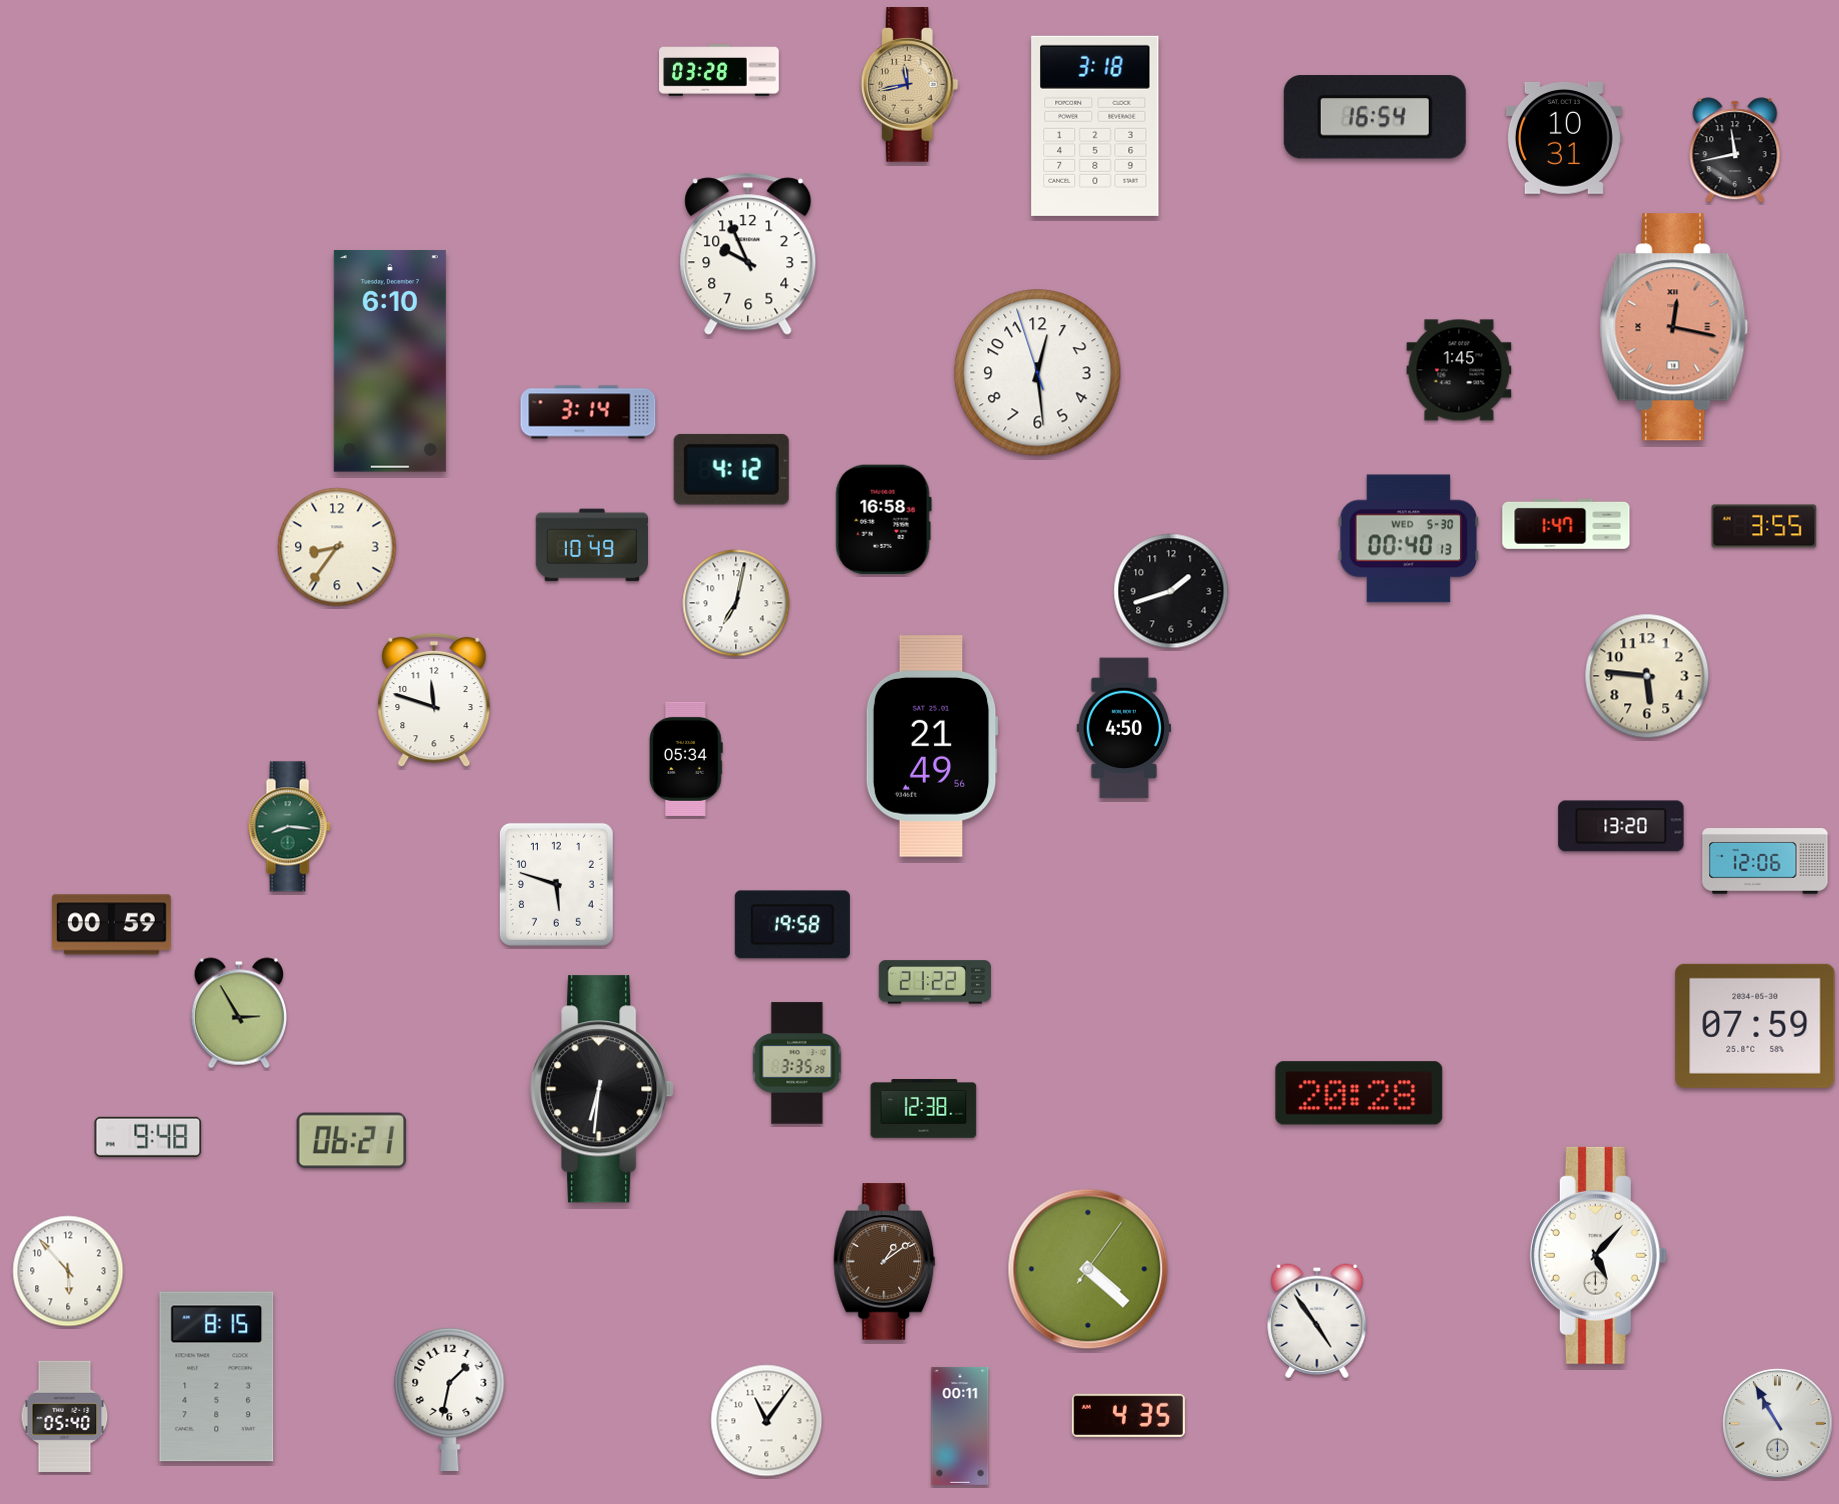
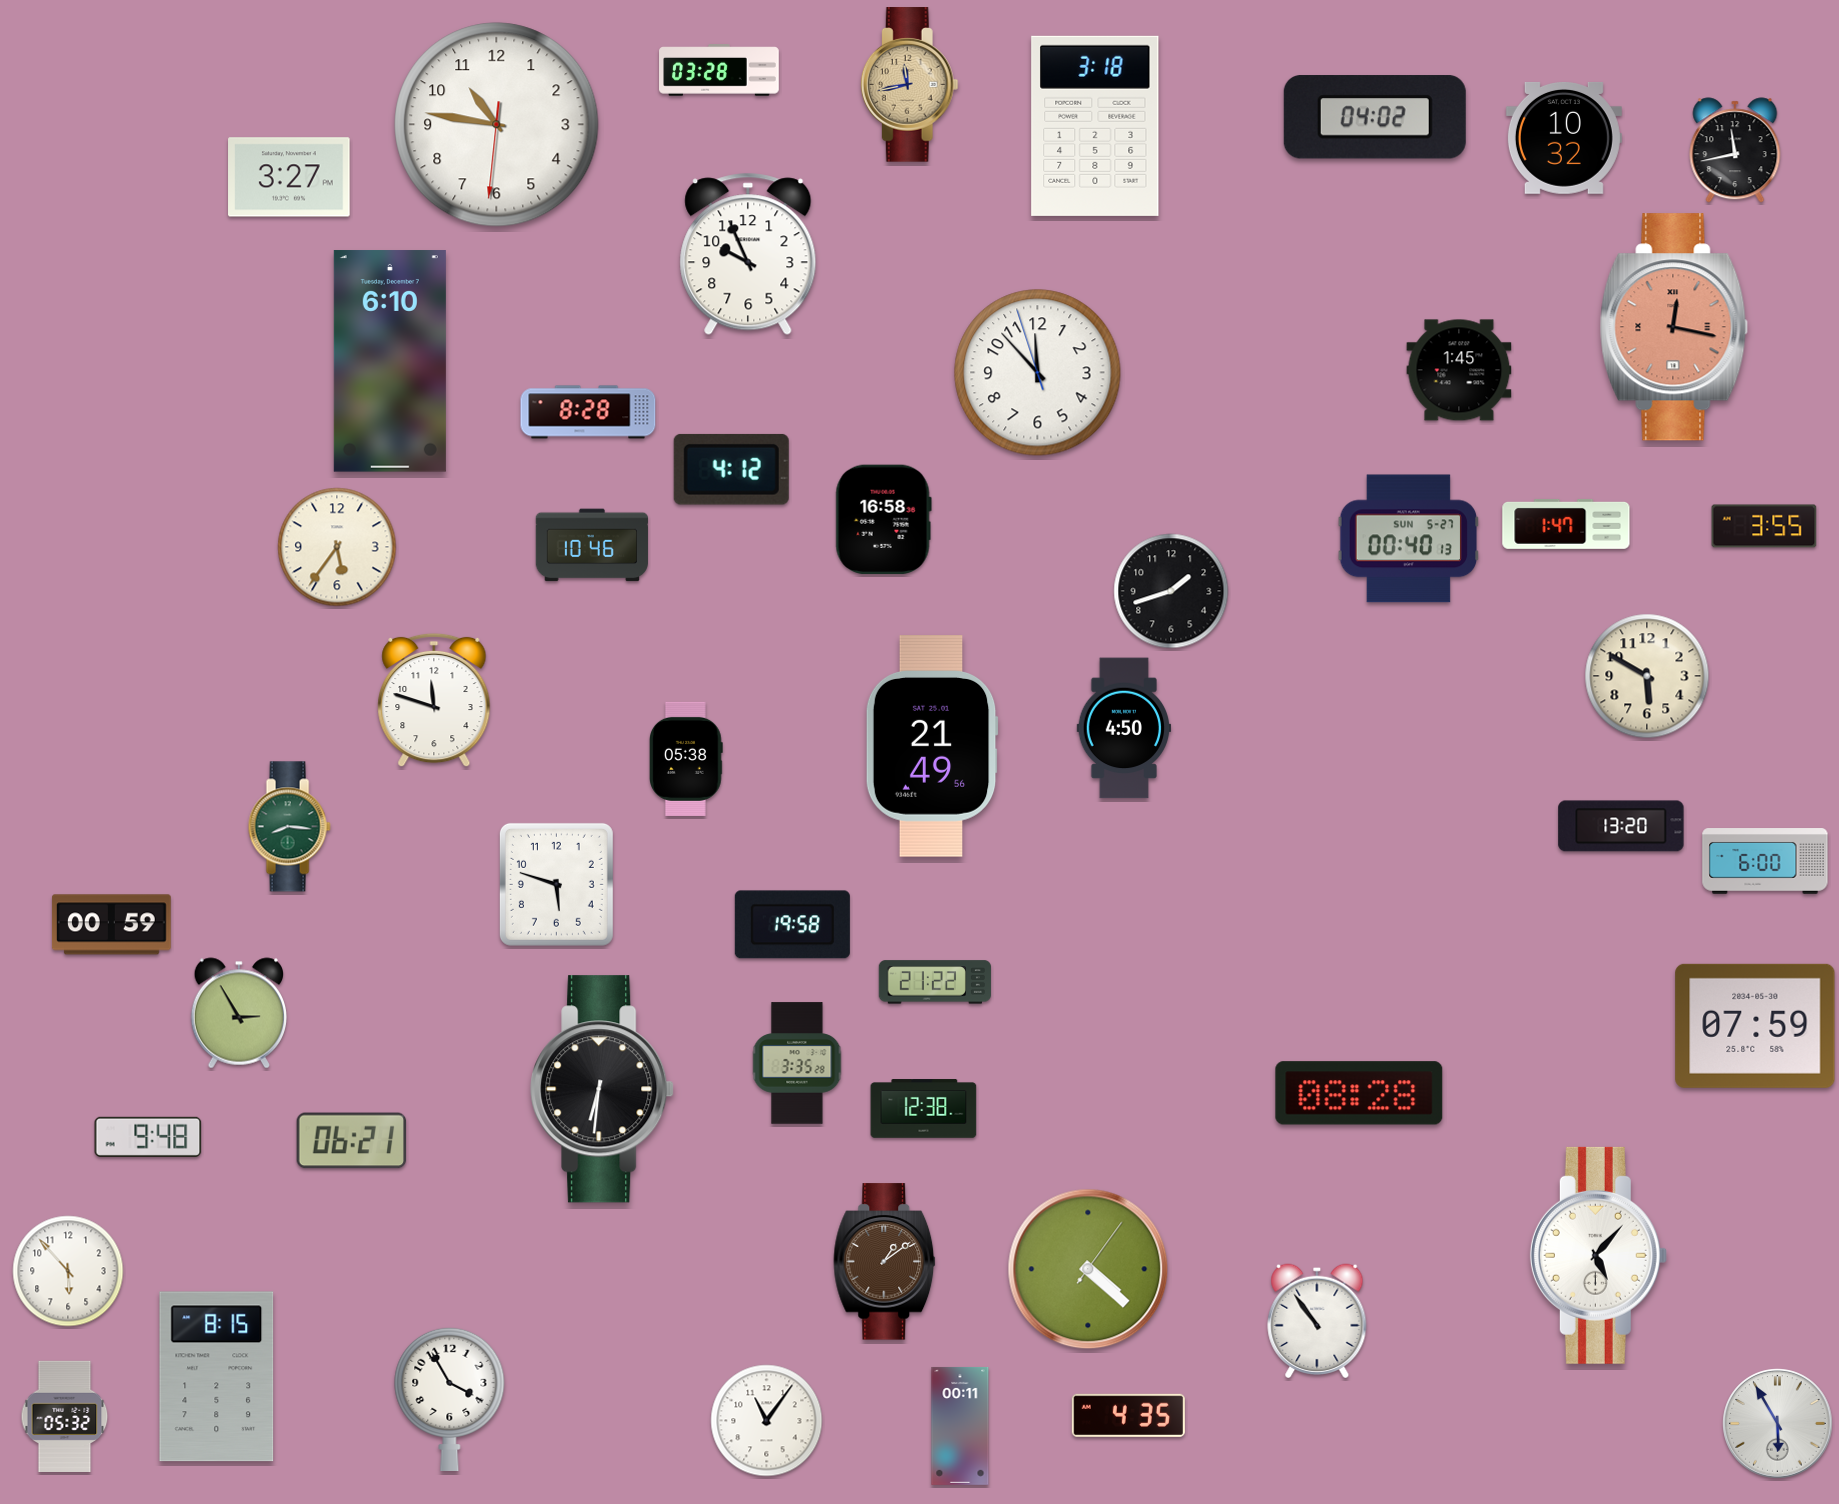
clock at (1375, 117): 16:54 -> 04:02
clock at (497, 125): none -> 10:46
clock at (1564, 138): 10:31 -> 10:32
clock at (289, 177): none -> 3:27
clock at (1038, 373): 12:28 -> 11:52
clock at (588, 412): 3:14 -> 8:28
clock at (1409, 539) date: WED 5-30 -> SUN 5-27
clock at (592, 545): 10:49 -> 10:46
clock at (337, 547): 8:36 -> 5:36
clock at (736, 603): 7:02 -> none
clock at (1647, 676): 5:46 -> 5:50
clock at (687, 759): 05:34 -> 05:38
clock at (1765, 861): 12:06 -> 6:00
clock at (1359, 1093): 20:28 -> 08:28
clock at (1317, 1320): 4:54 -> 10:54
clock at (450, 1398): 1:32 -> 3:55
clock at (65, 1416): 05:40 -> 05:32
clock at (1778, 1424): 10:55 -> 5:55
